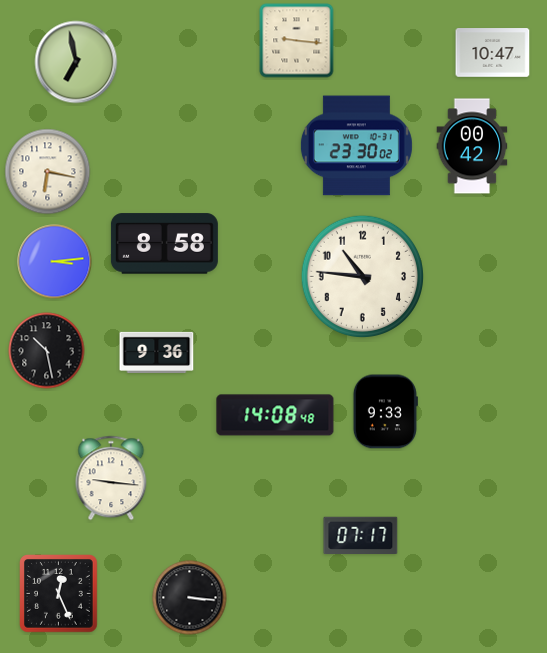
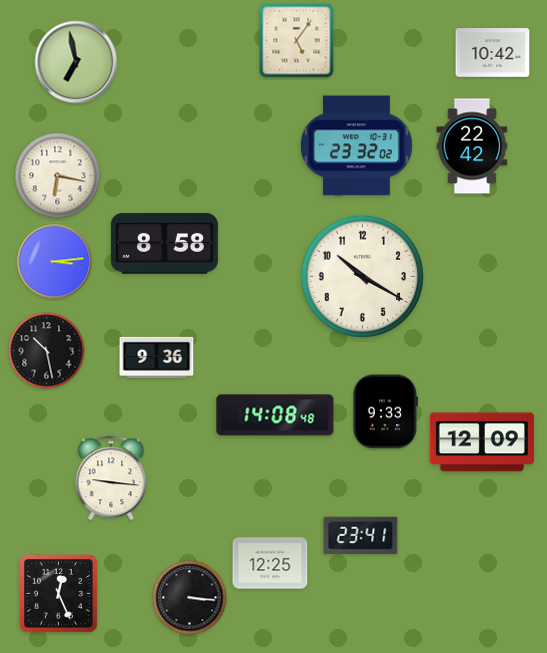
clock at (297, 41): 9:16 -> 5:06
clock at (493, 53): 10:47 -> 10:42
clock at (356, 146): 23:30 -> 23:32
clock at (472, 146): 00:42 -> 22:42
clock at (48, 172) position: (48, 172) -> (58, 176)
clock at (362, 276): 10:46 -> 10:20
clock at (157, 352) position: (157, 352) -> (157, 357)
clock at (482, 442): none -> 12:09
clock at (361, 535): 07:17 -> 23:41
clock at (270, 563): none -> 12:25
